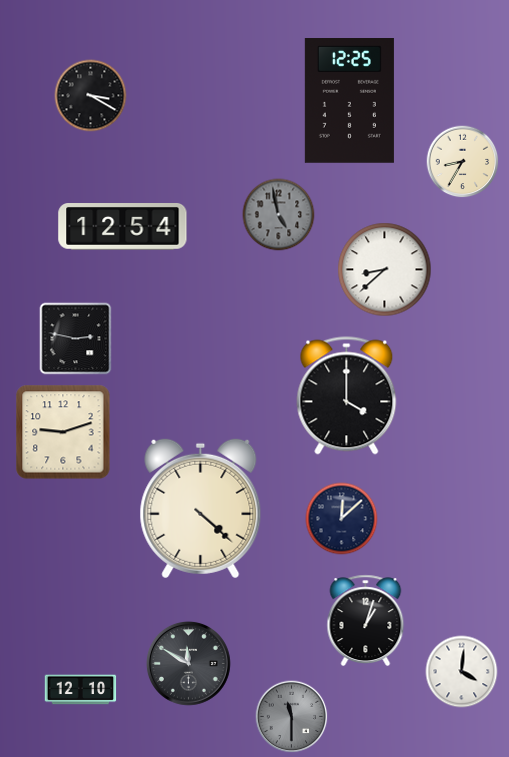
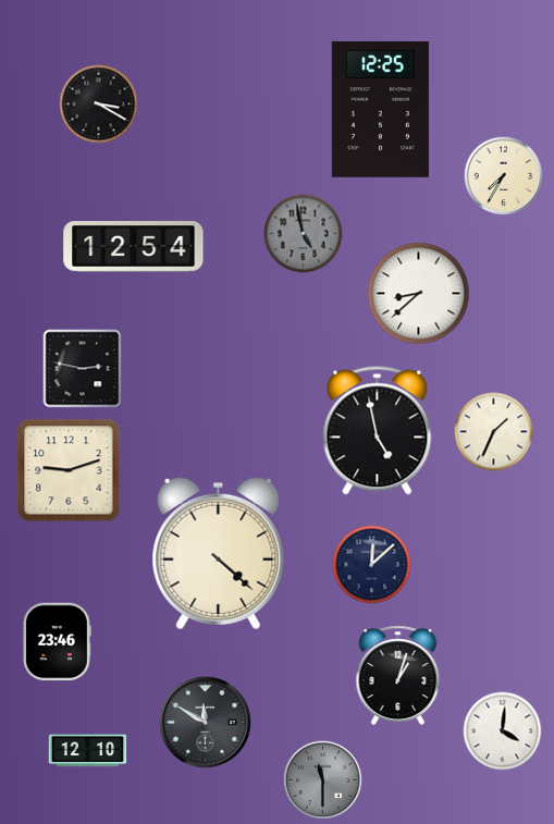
clock at (463, 162): 8:35 -> 7:35
clock at (347, 396): 4:00 -> 4:58
clock at (494, 432): none -> 1:34
clock at (57, 642): none -> 23:46
clock at (292, 717) position: (292, 717) -> (323, 780)
